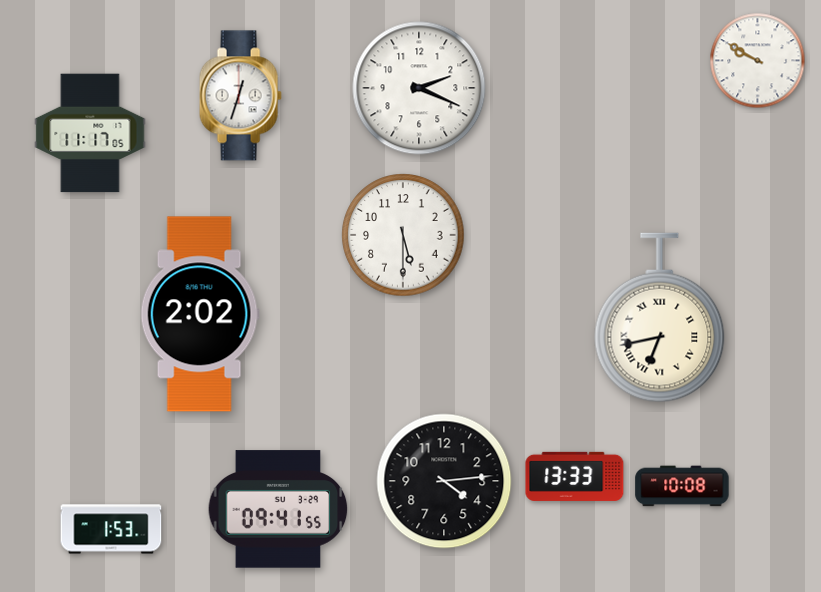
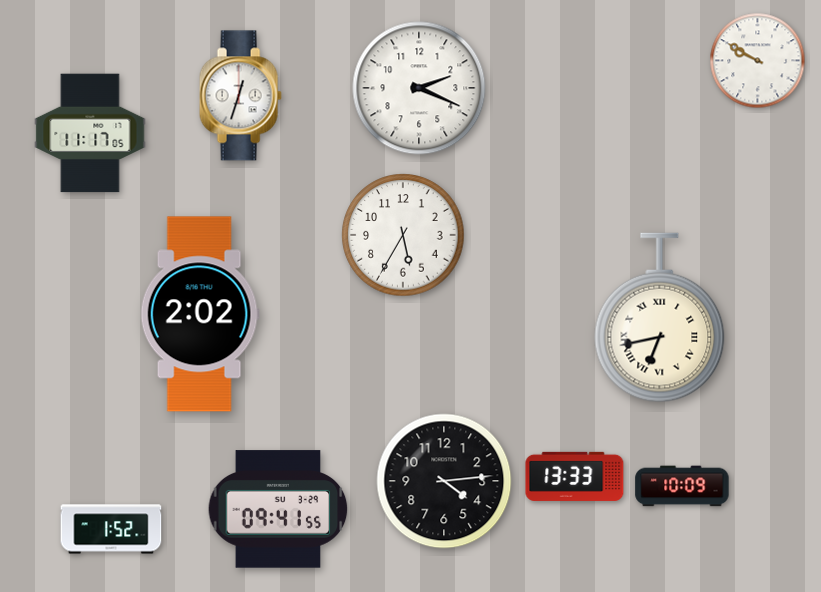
clock at (403, 235): 5:30 -> 5:35
clock at (682, 486): 10:08 -> 10:09
clock at (111, 529): 1:53 -> 1:52
